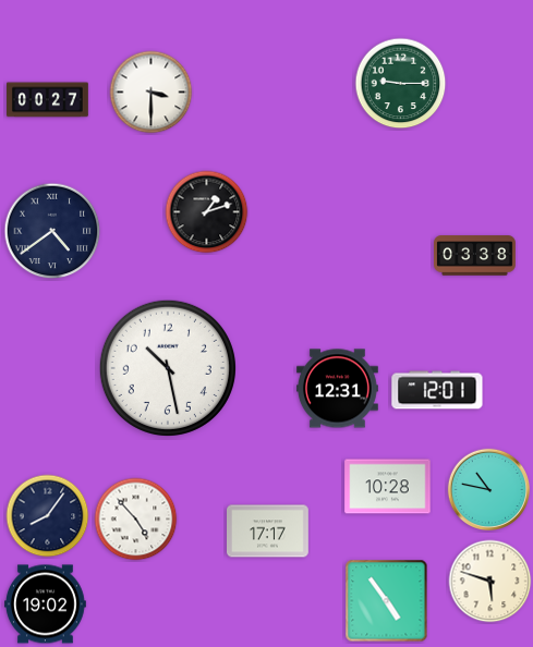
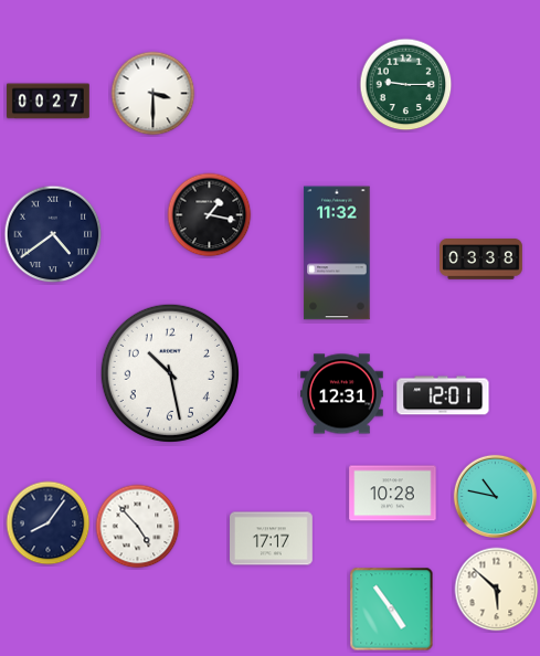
clock at (207, 212): 1:12 -> 1:17
clock at (337, 253): none -> 11:32
clock at (490, 582): 5:48 -> 5:52
clock at (46, 605): 19:02 -> none
